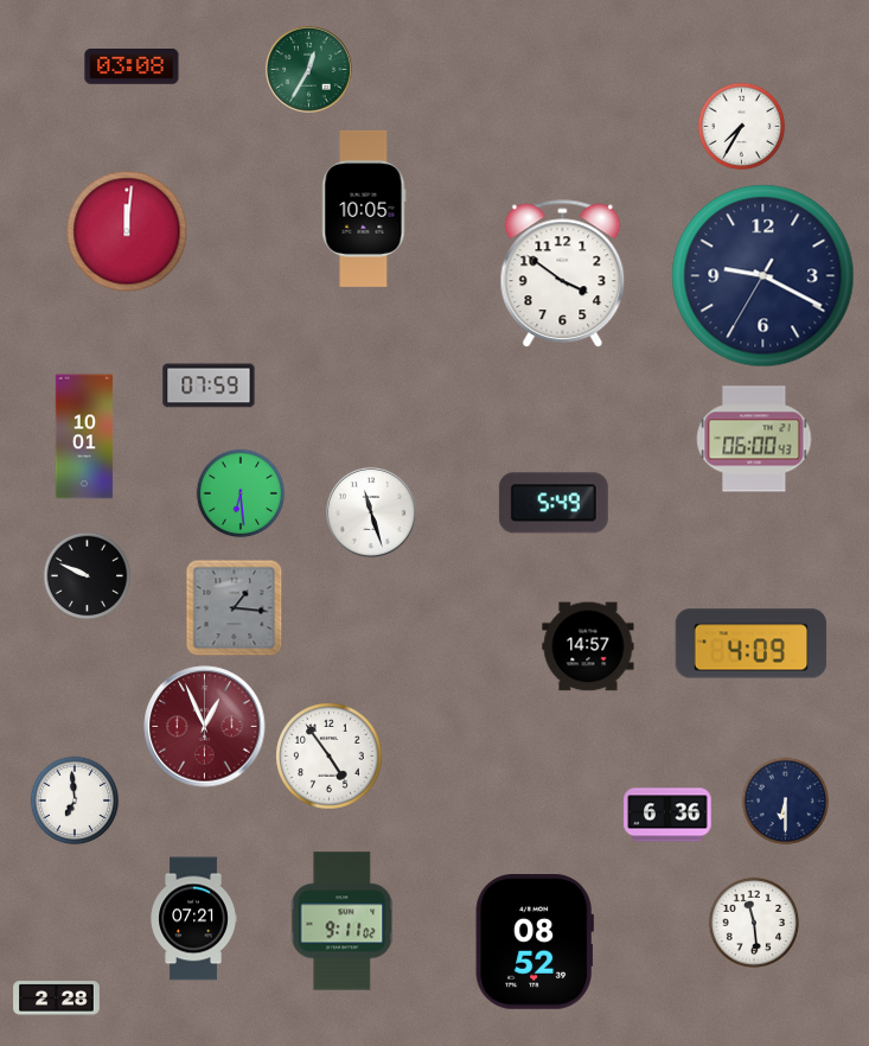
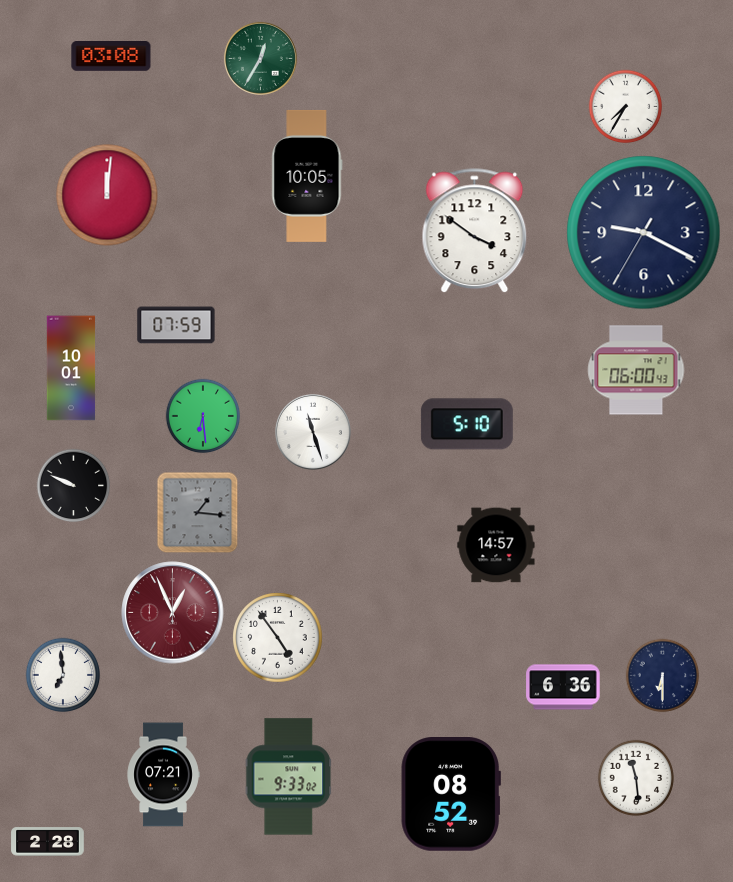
clock at (554, 503): 5:49 -> 5:10
clock at (752, 644): 4:09 -> none
clock at (343, 921): 9:11 -> 9:33
